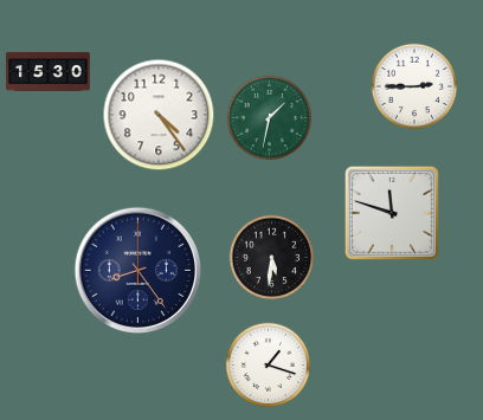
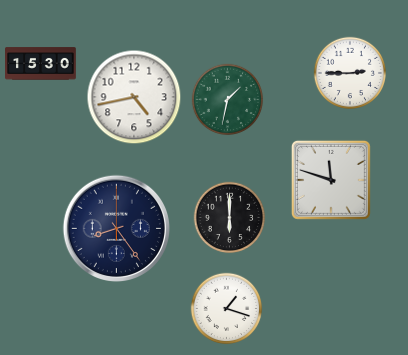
clock at (49, 72) position: (49, 72) -> (41, 64)
clock at (159, 115): 4:24 -> 4:43
clock at (272, 258): 5:31 -> 6:00
